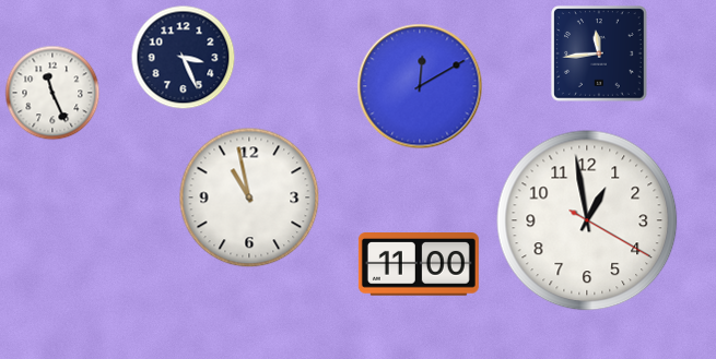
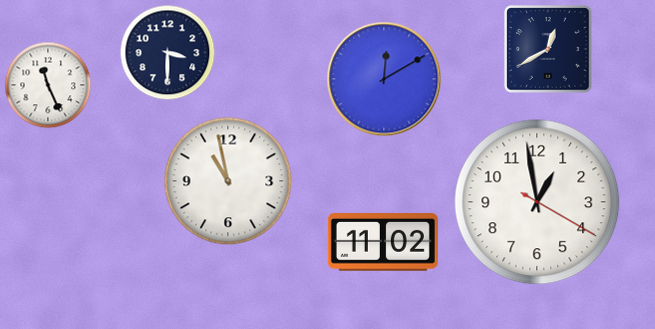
clock at (599, 53): 11:44 -> 12:40
clock at (184, 58): 3:26 -> 3:30
clock at (419, 265): 11:00 -> 11:02
